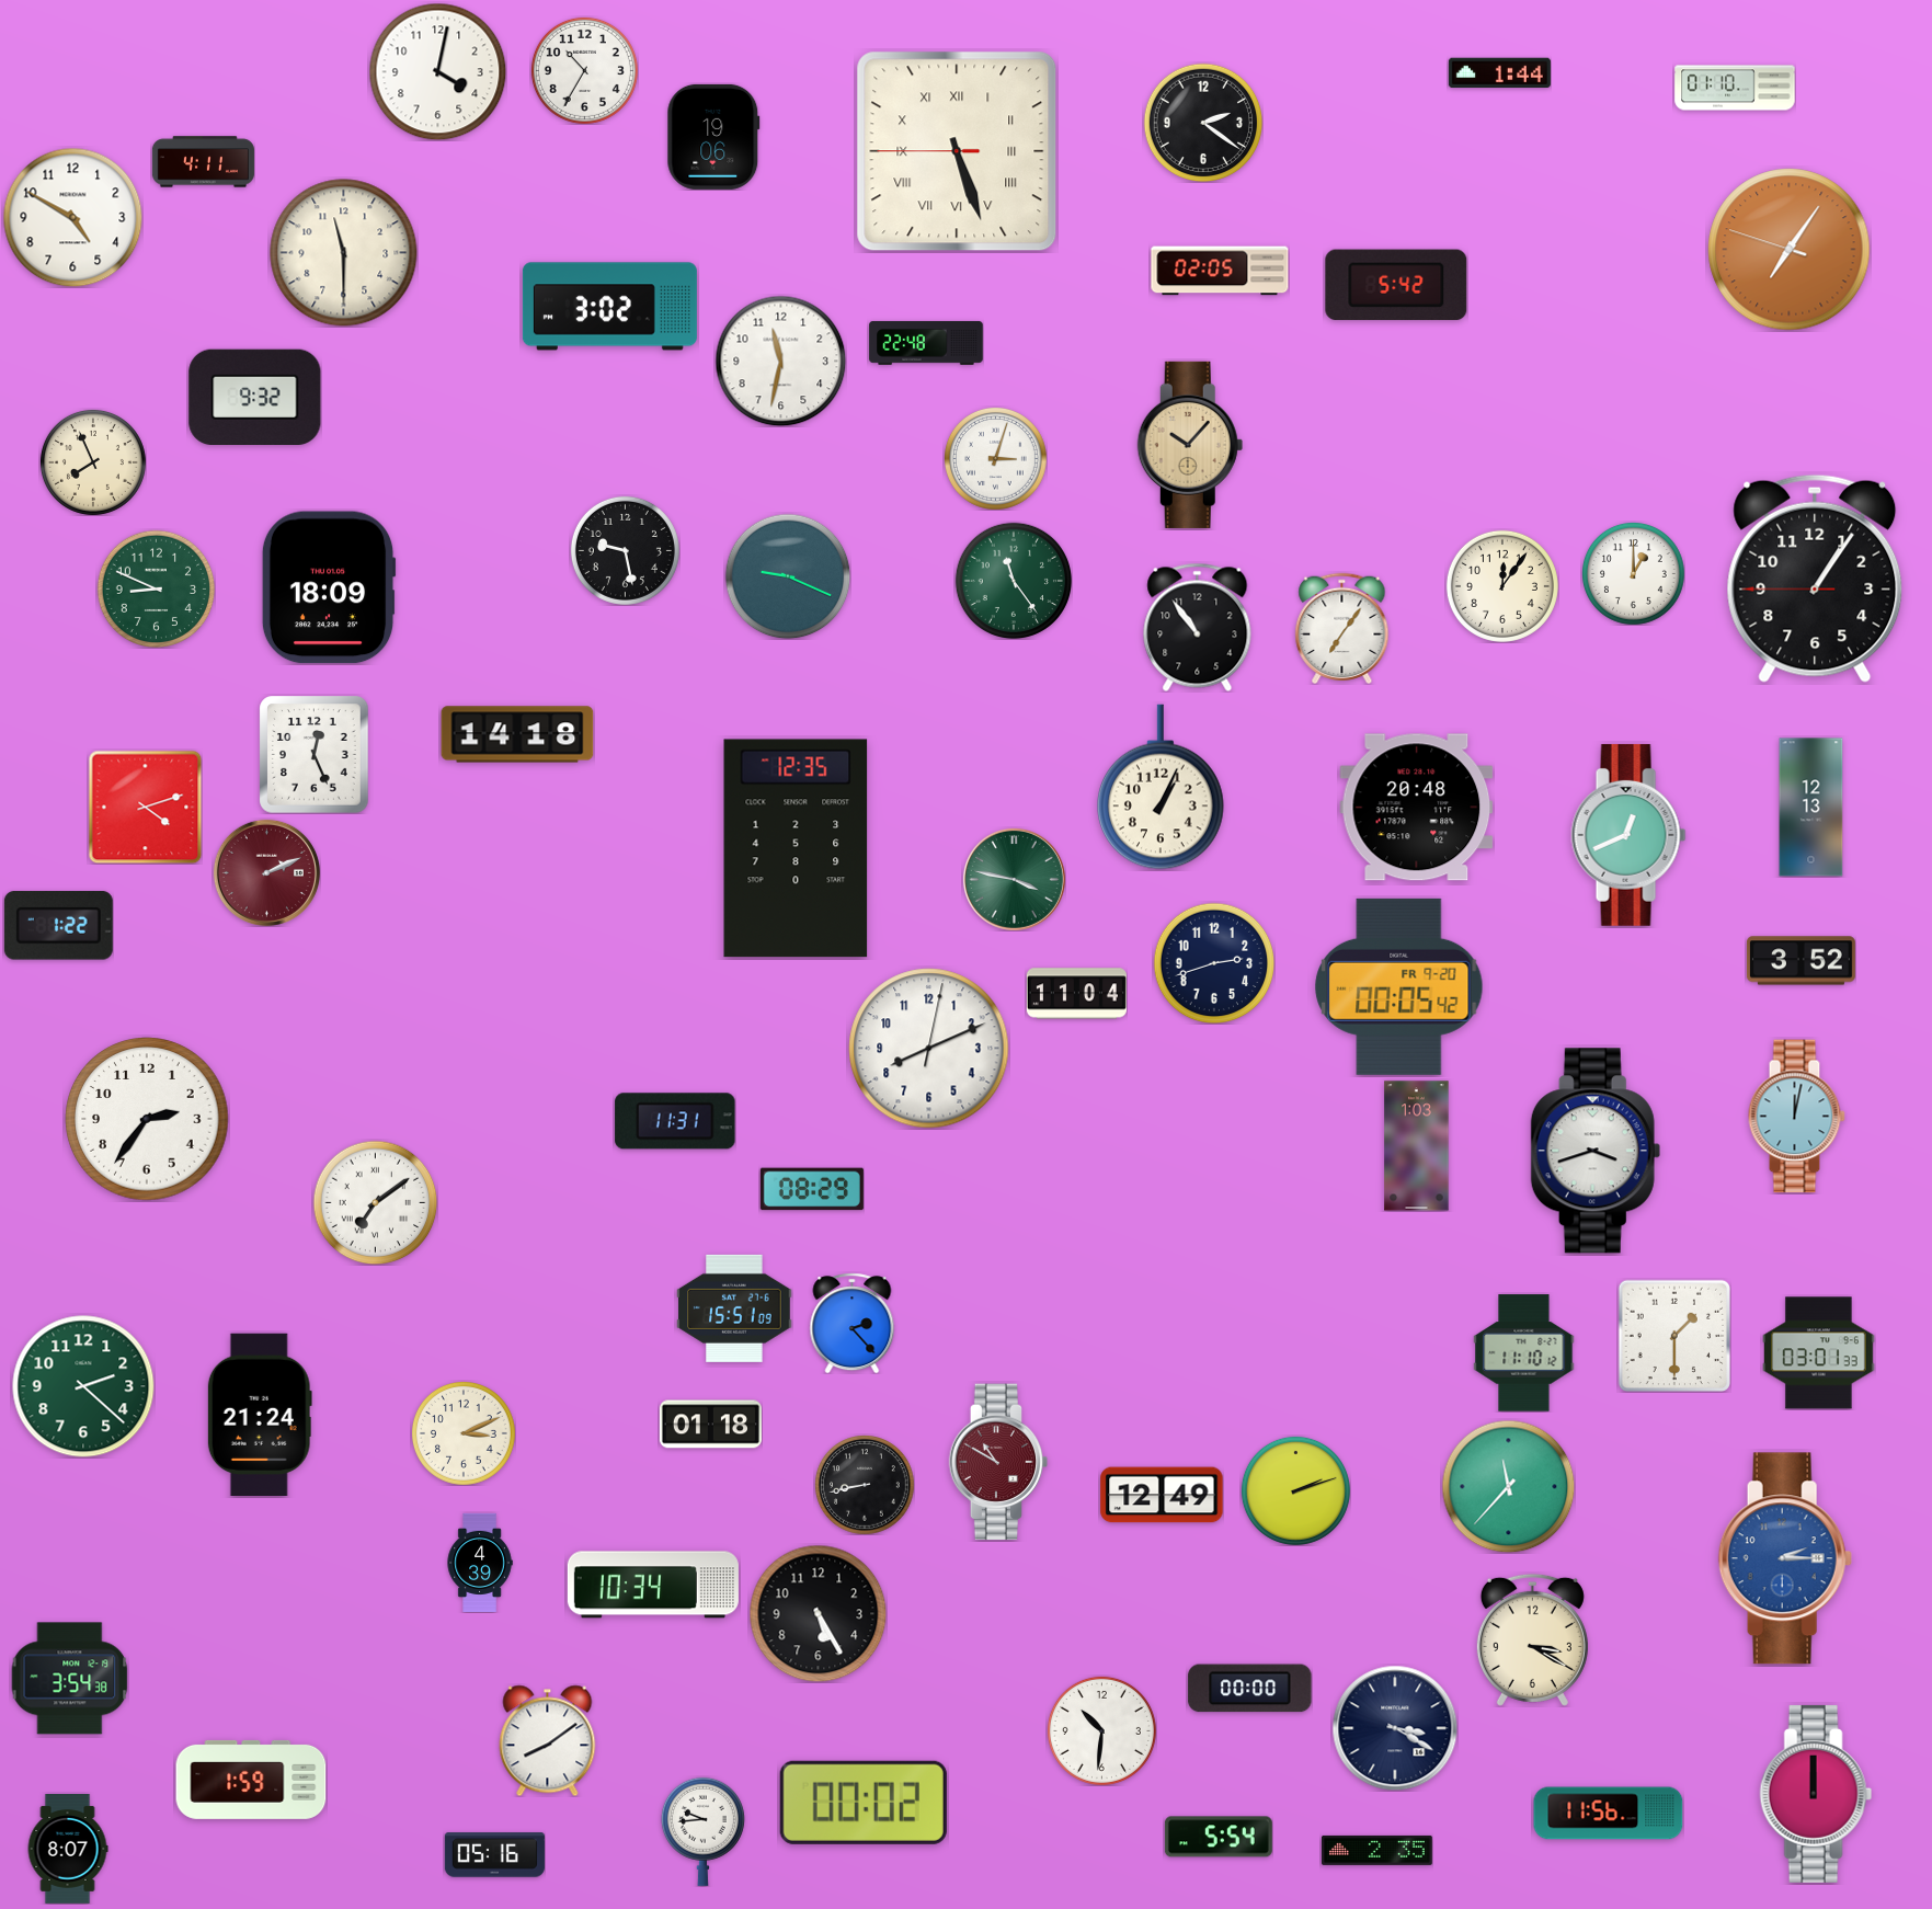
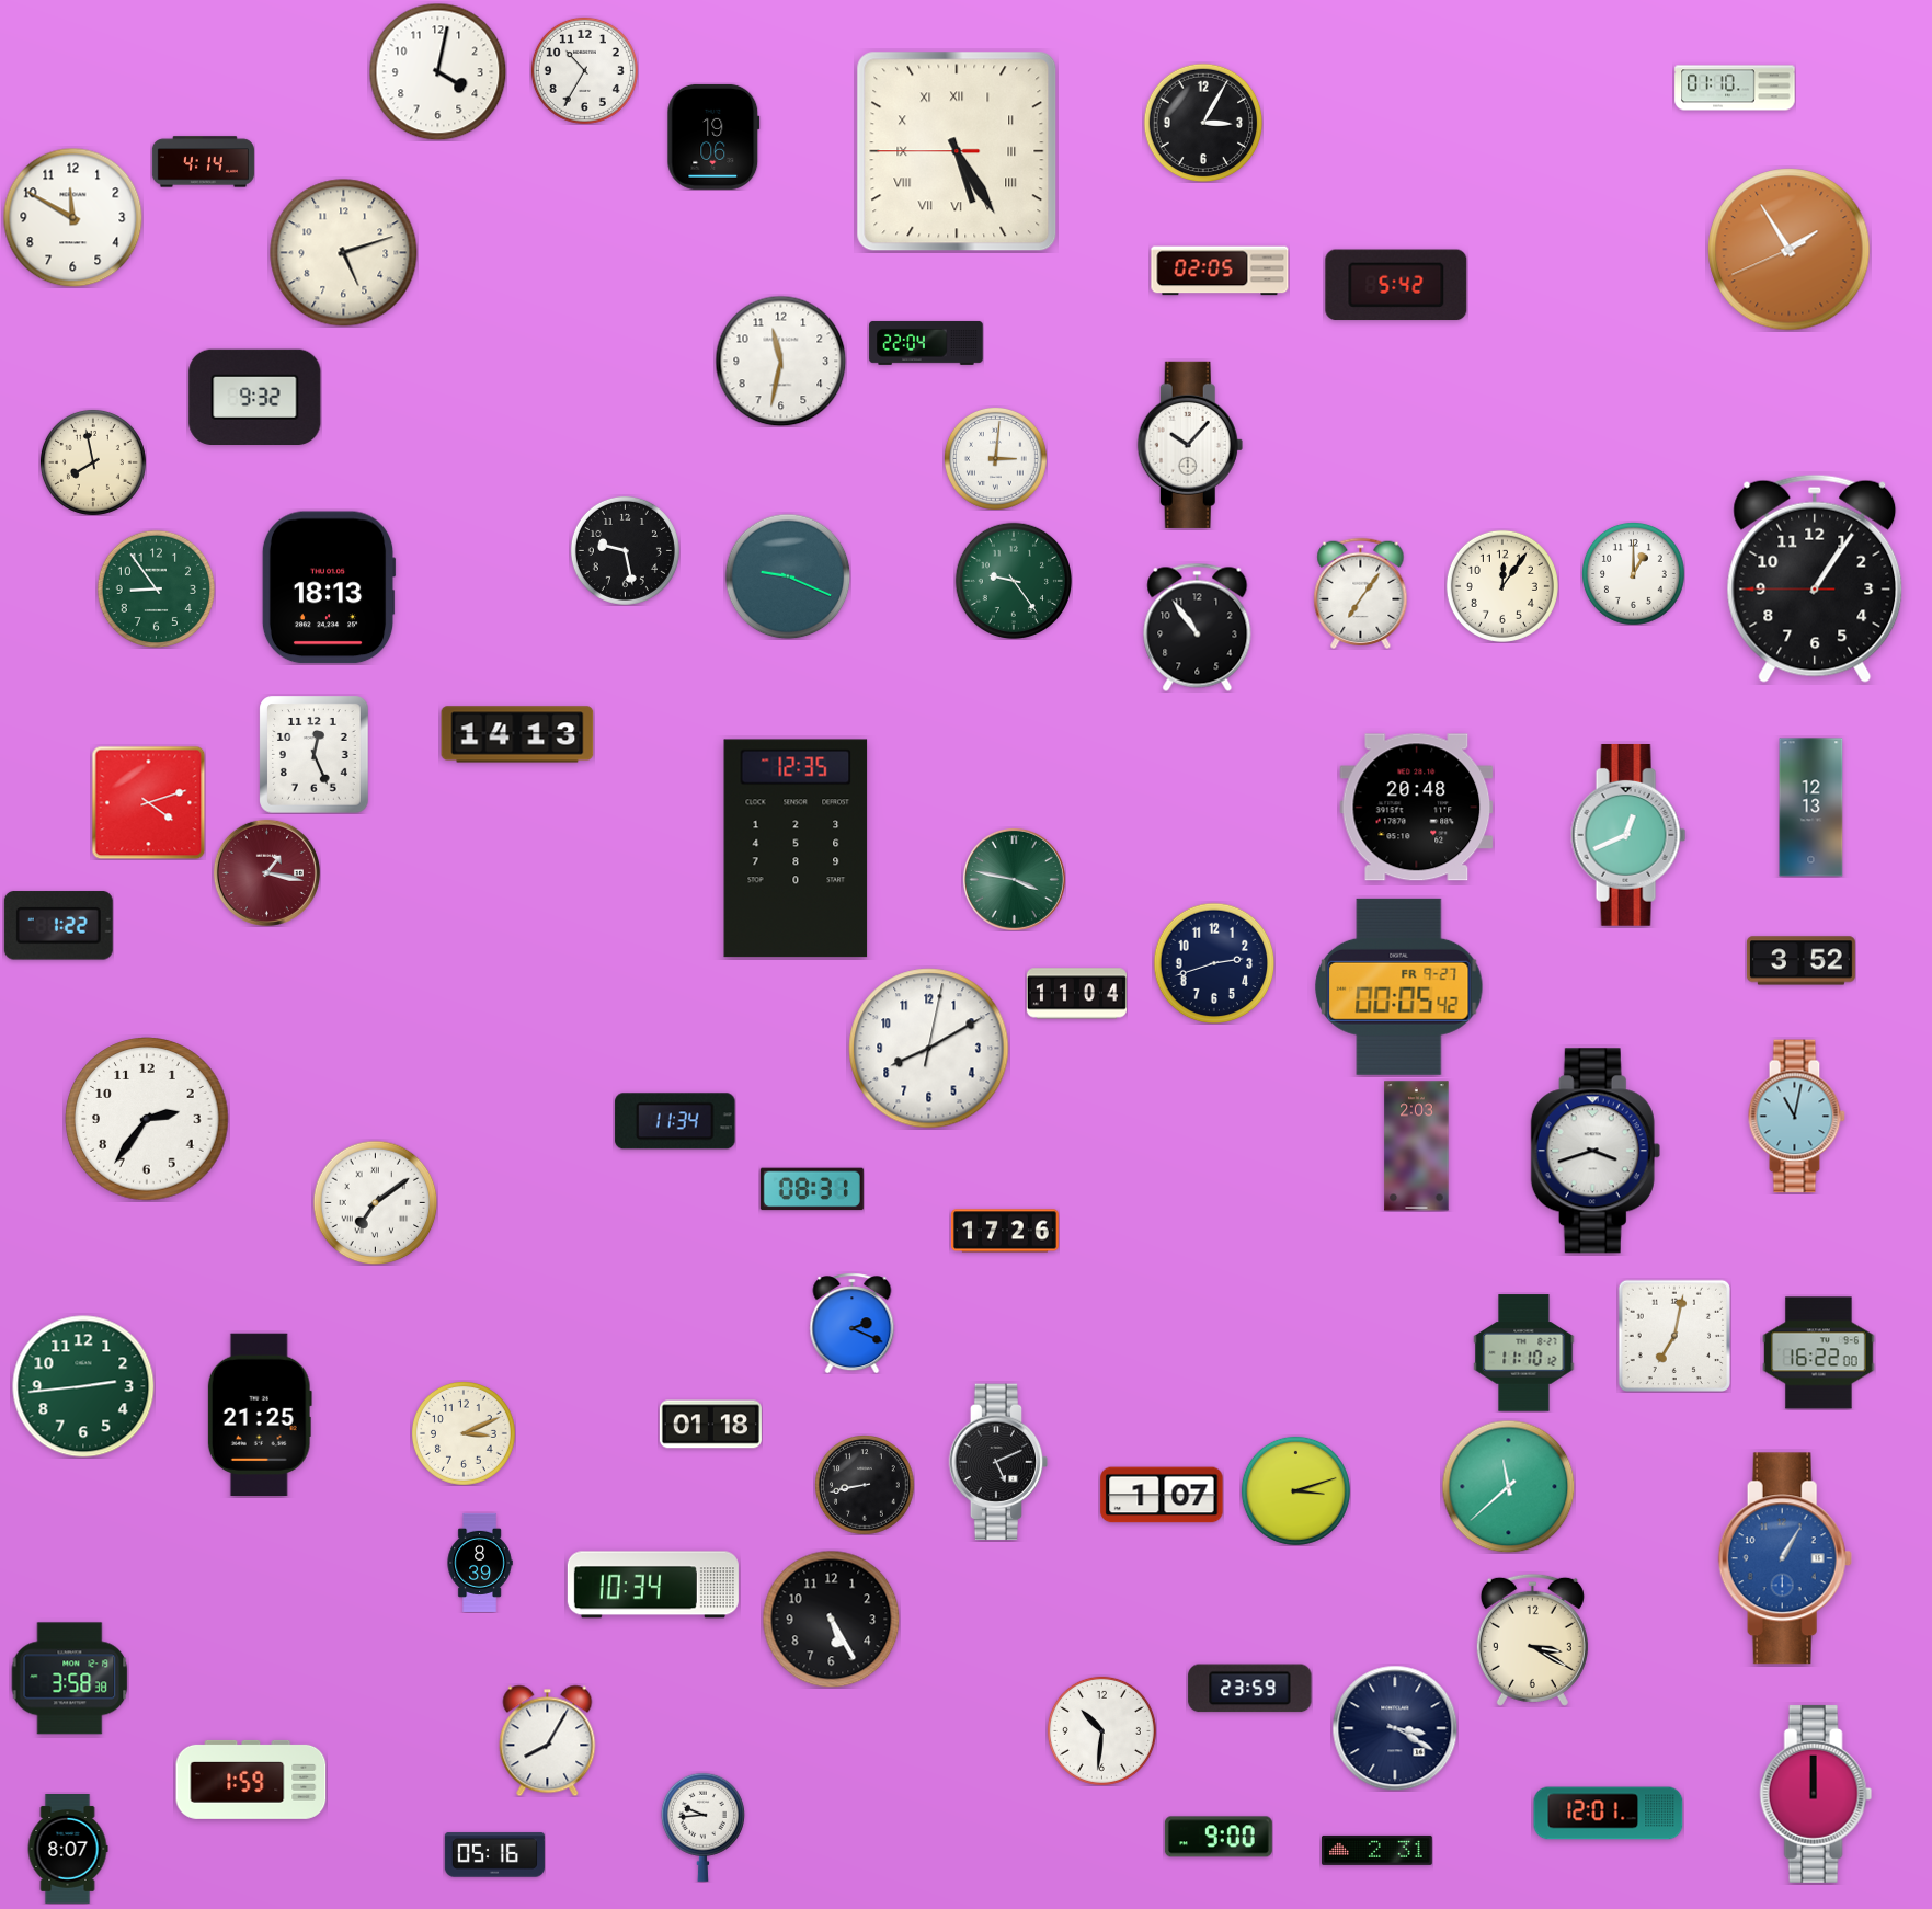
clock at (1499, 73): 1:44 -> none
clock at (1203, 123): 2:21 -> 3:05
clock at (957, 151): 5:26 -> 5:24
clock at (203, 162): 4:11 -> 4:14
clock at (72, 217): 4:50 -> 11:50
clock at (1790, 250): 7:05 -> 1:54
clock at (344, 253): 11:30 -> 5:12
clock at (609, 307): 3:02 -> none
clock at (926, 343): 22:48 -> 22:04
clock at (1190, 445) dial: champagne -> white
clock at (995, 458): 3:03 -> 3:01
clock at (93, 462): 7:56 -> 7:58
clock at (1013, 580): 11:24 -> 9:24
clock at (329, 587): 18:09 -> 18:13
clock at (156, 588): 8:49 -> 8:54
clock at (1342, 628) position: (1342, 628) -> (1361, 593)
clock at (517, 734): 14:18 -> 14:13
clock at (1162, 787): 1:04 -> none
clock at (145, 807) position: (145, 807) -> (148, 802)
clock at (266, 872): 2:11 -> 1:17
clock at (1399, 986) date: FR 9-20 -> FR 9-27
clock at (929, 1049): 8:11 -> 8:10
clock at (1796, 1117): 12:02 -> 11:02
clock at (675, 1121): 11:31 -> 11:34
clock at (1417, 1146): 1:03 -> 2:03
clock at (812, 1189): 08:29 -> 08:31
clock at (1005, 1231): none -> 17:26
clock at (734, 1308): 15:51 -> none
clock at (853, 1323): 2:23 -> 2:19
clock at (1674, 1336): 1:30 -> 7:02
clock at (1819, 1353): 03:01 -> 16:22
clock at (83, 1386): 2:22 -> 2:44
clock at (260, 1415): 21:24 -> 21:25
clock at (998, 1462): 10:50 -> 5:11
clock at (998, 1462) dial: burgundy -> black
clock at (1508, 1486): 11:37 -> 11:38
clock at (1295, 1490): 2:12 -> 3:12
clock at (1162, 1495): 12:49 -> 1:07
clock at (1785, 1558): 2:15 -> 1:05
clock at (480, 1562): 4:39 -> 8:39
clock at (818, 1613) position: (818, 1613) -> (831, 1619)
clock at (69, 1679): 3:54 -> 3:58
clock at (1250, 1689): 00:00 -> 23:59
clock at (548, 1740): 8:09 -> 8:05
clock at (864, 1803): 00:02 -> none
clock at (1609, 1814): 11:56 -> 12:01
clock at (702, 1831) position: (702, 1831) -> (702, 1827)
clock at (1219, 1837): 5:54 -> 9:00
clock at (1377, 1850): 2:35 -> 2:31
